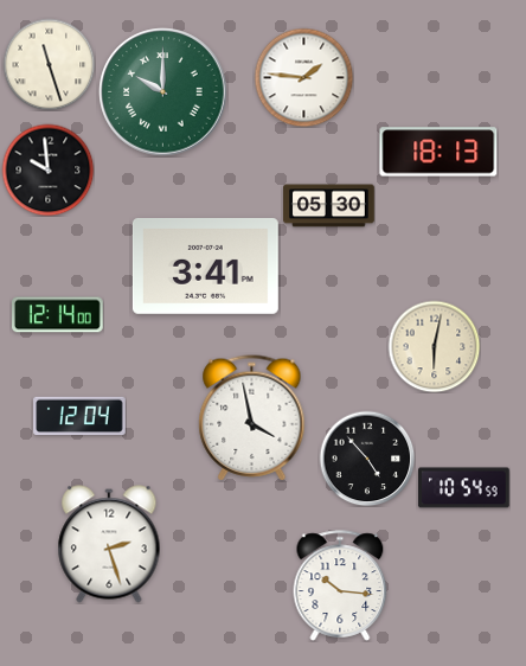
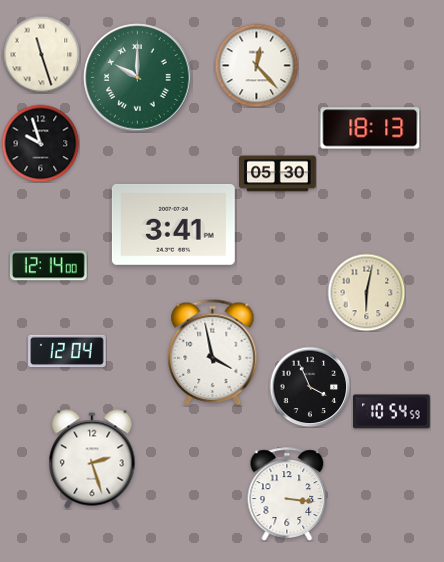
clock at (303, 77): 1:46 -> 12:23
clock at (47, 169): 9:59 -> 9:57
clock at (367, 459): 4:53 -> 3:56
clock at (340, 585): 10:16 -> 3:16
